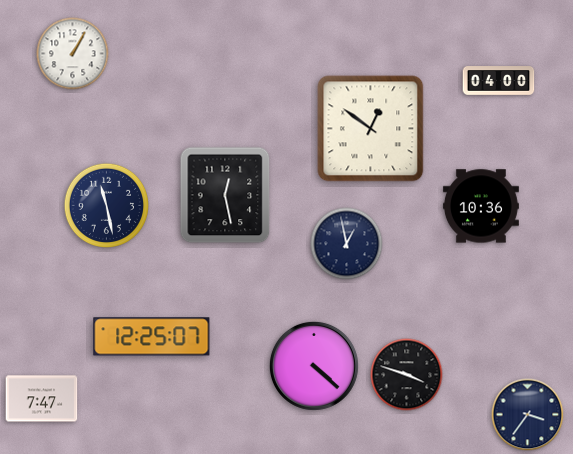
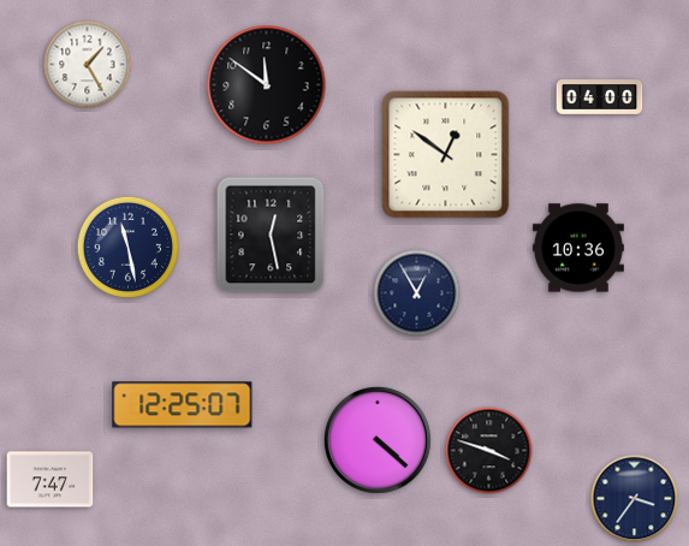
clock at (73, 54): 1:05 -> 1:25
clock at (267, 85): none -> 11:51
clock at (347, 244): 12:58 -> 12:55
